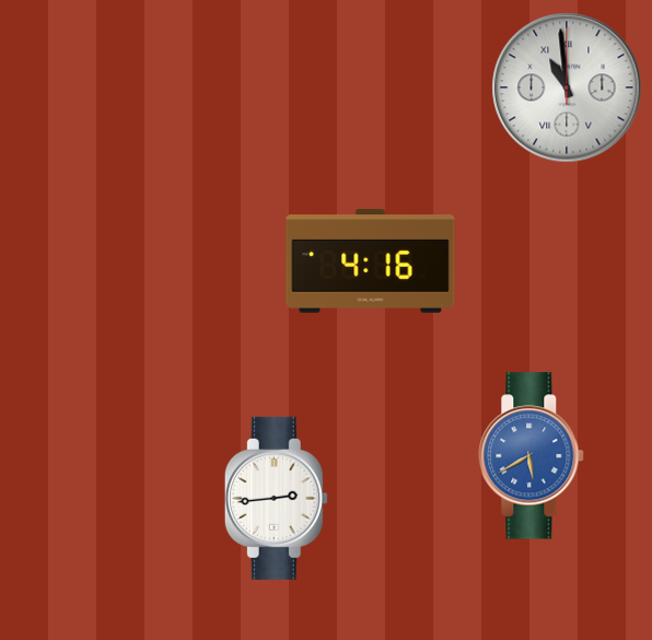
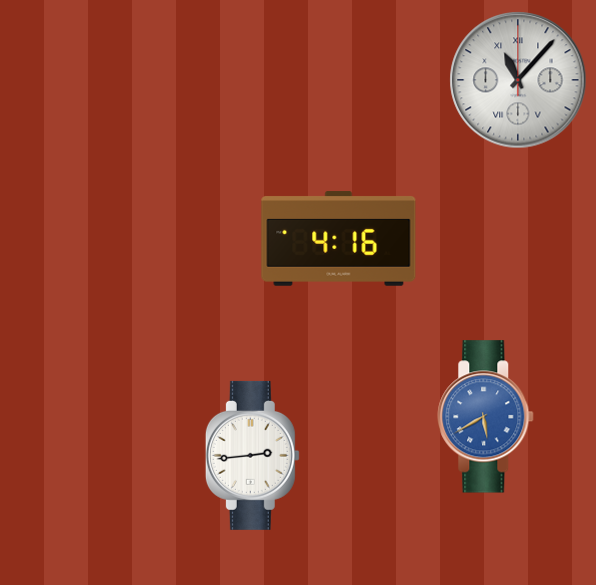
clock at (567, 88): 10:59 -> 11:07
